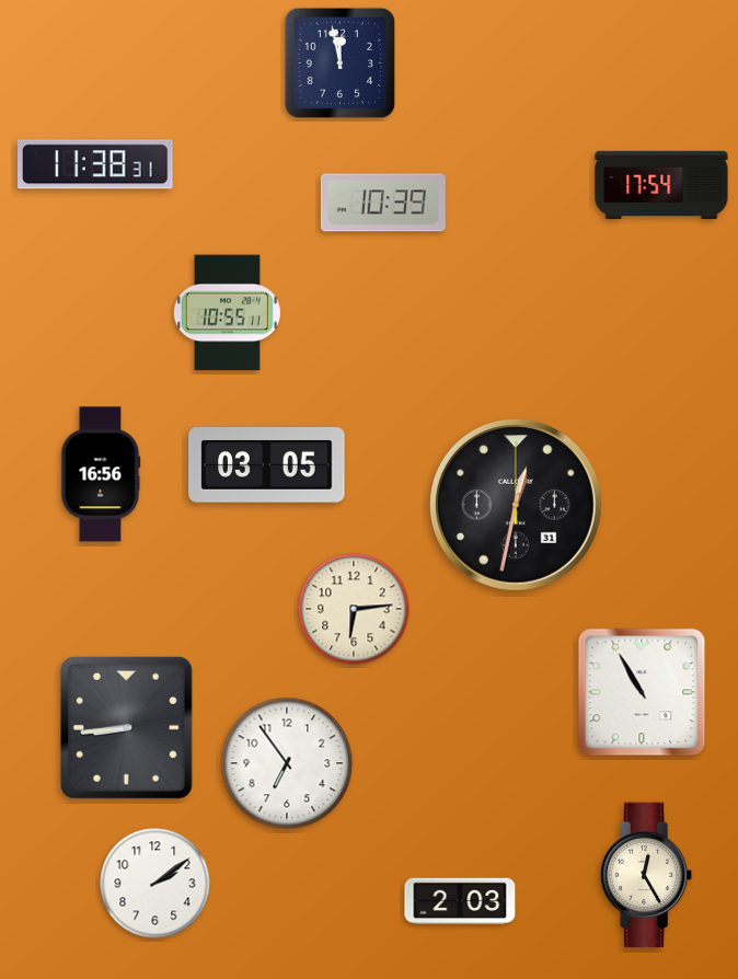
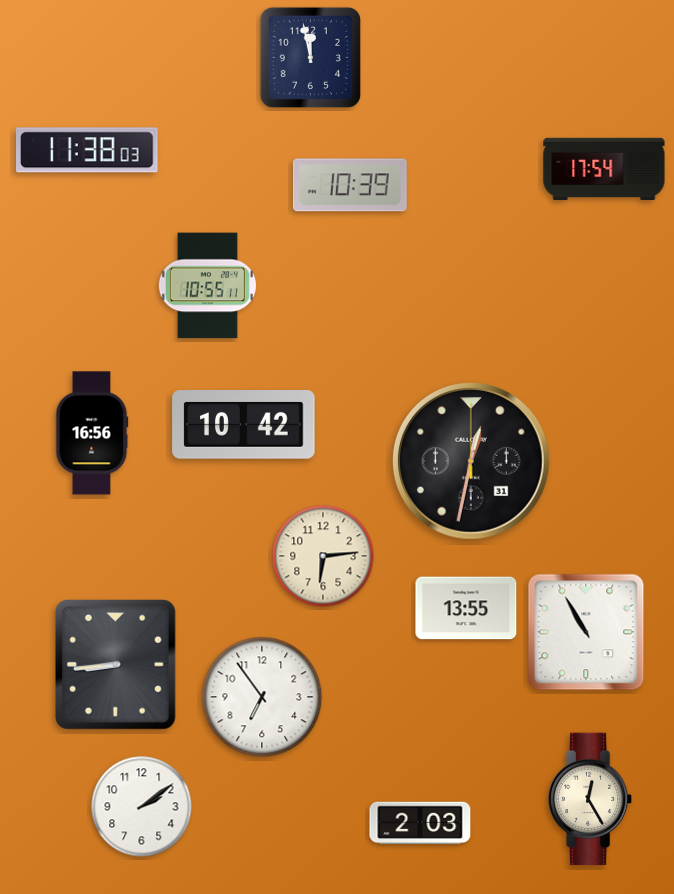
clock at (96, 164): 11:38:31 -> 11:38:03
clock at (267, 465): 03:05 -> 10:42
clock at (466, 608): none -> 13:55
